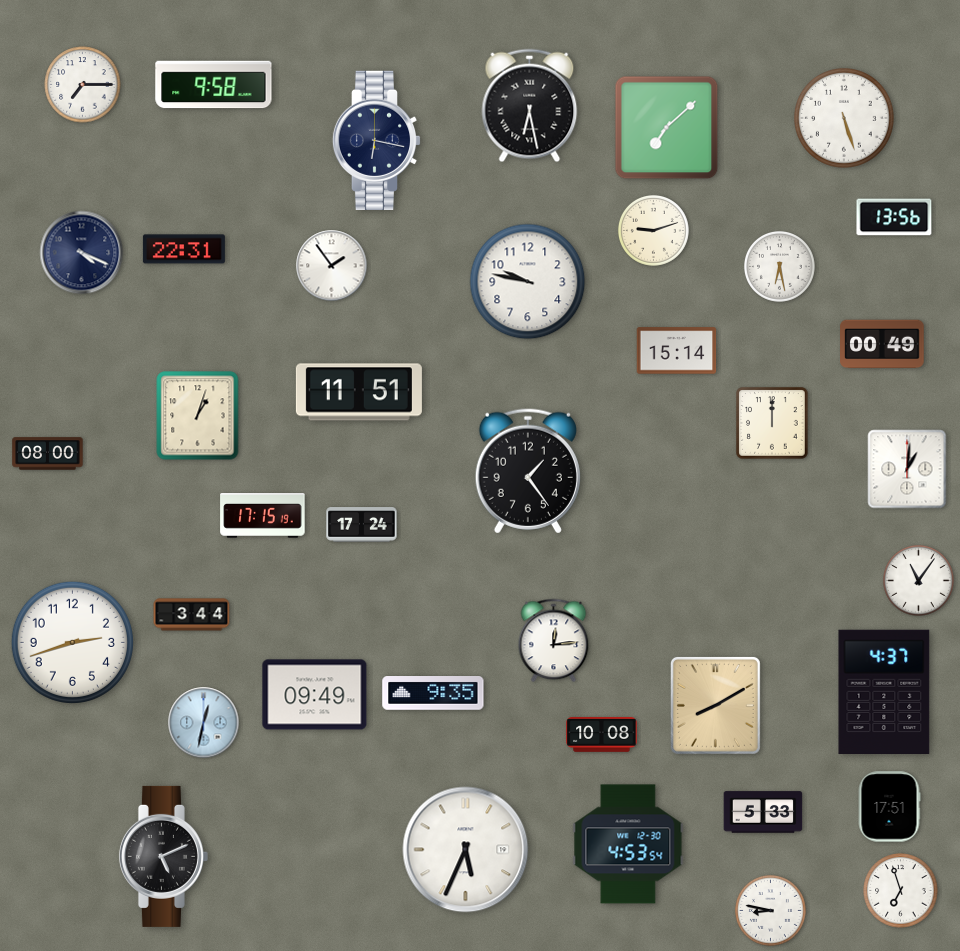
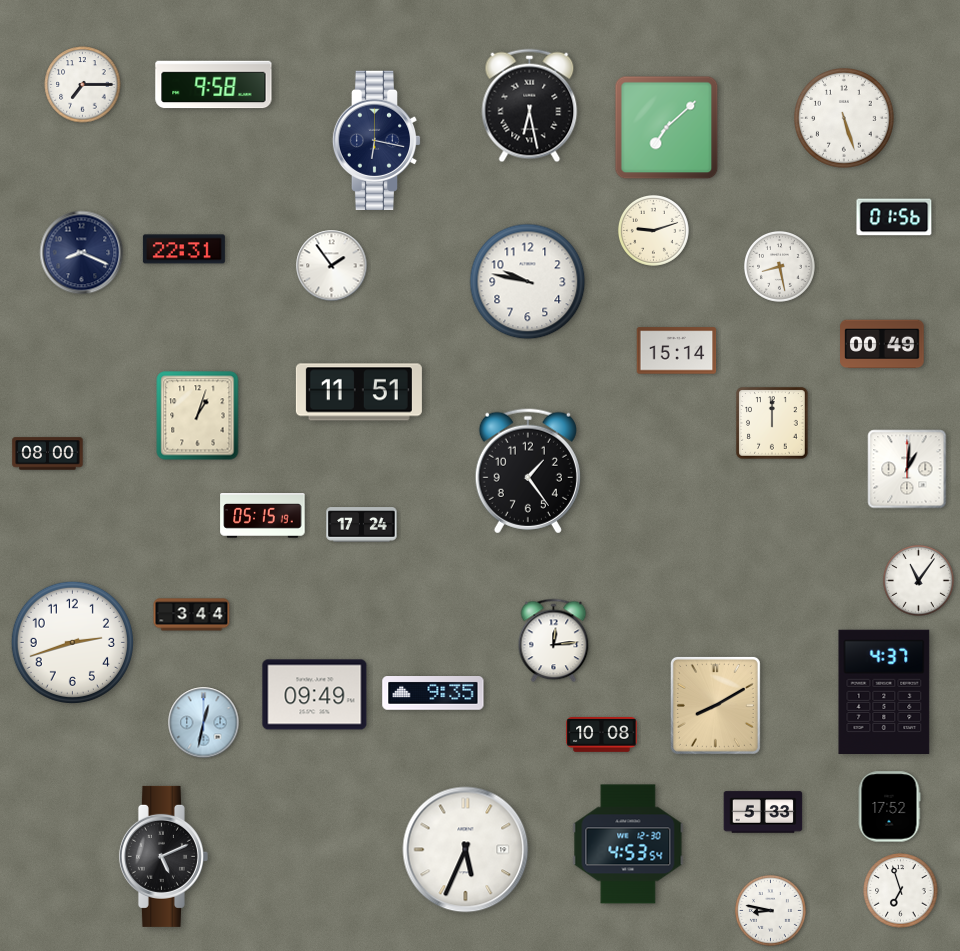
clock at (894, 217): 13:56 -> 01:56
clock at (82, 253): 4:19 -> 8:19
clock at (779, 266): 6:28 -> 8:28
clock at (263, 516): 17:15 -> 05:15
clock at (889, 807): 17:51 -> 17:52
